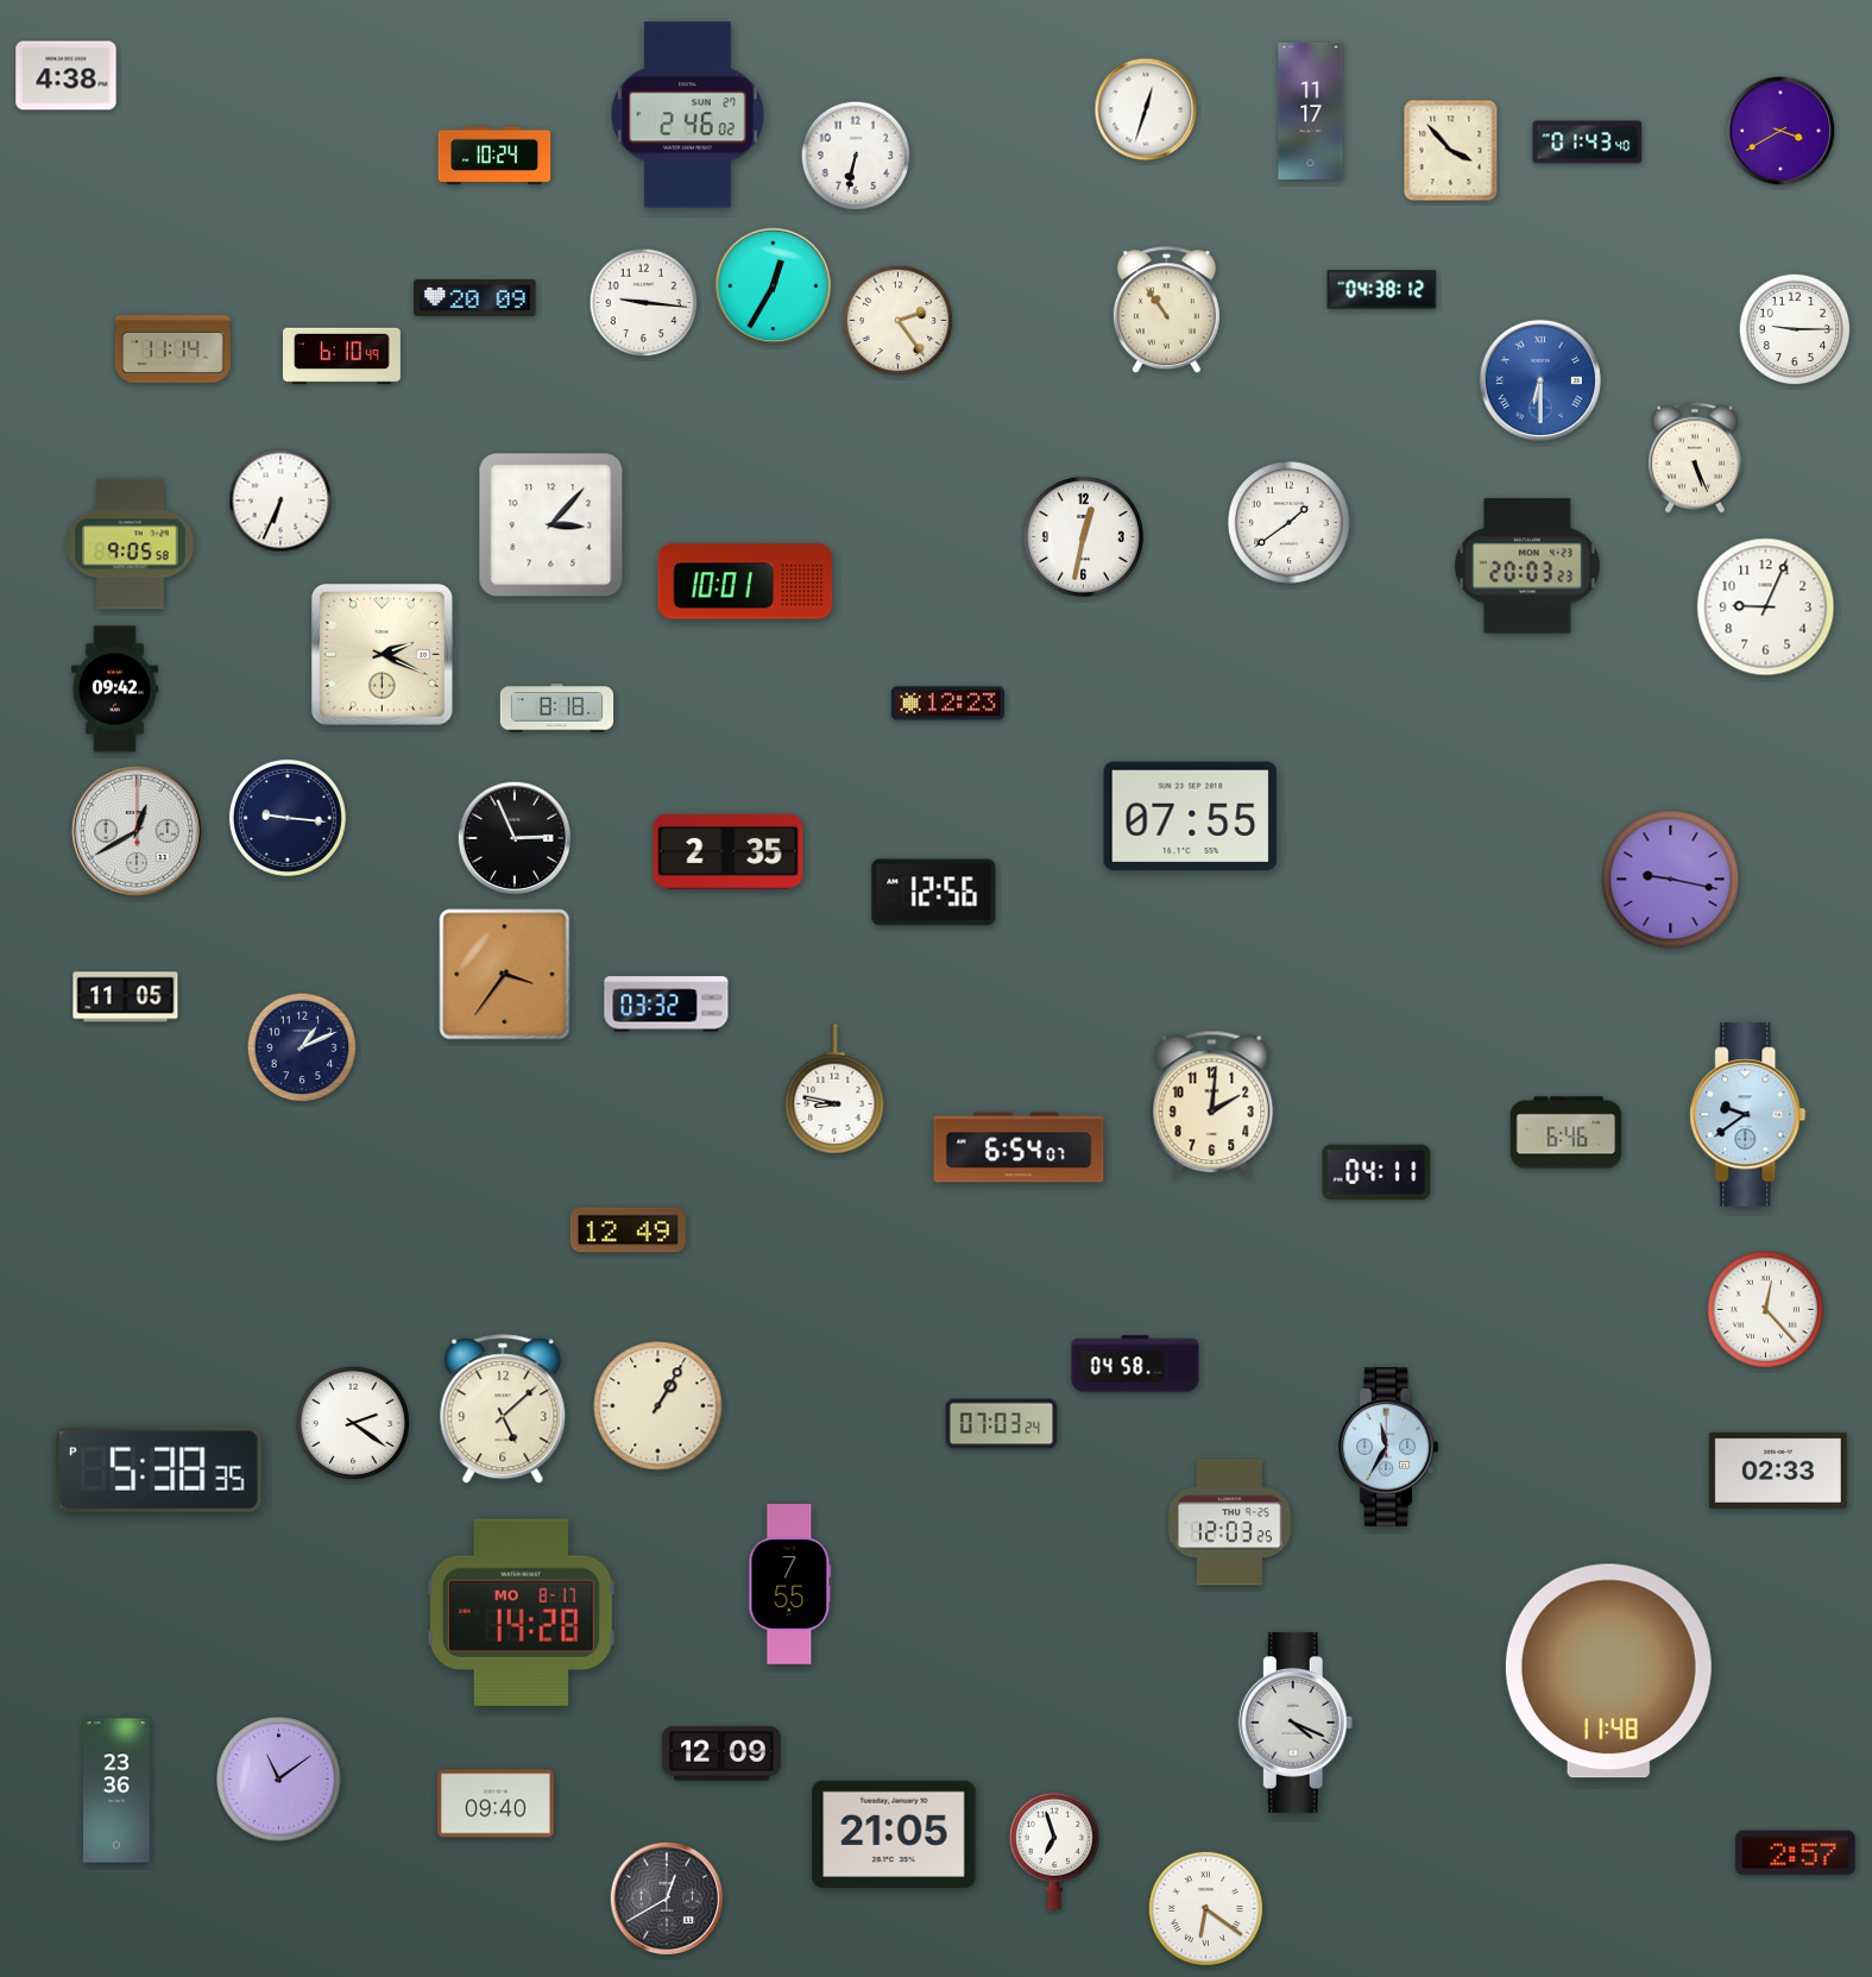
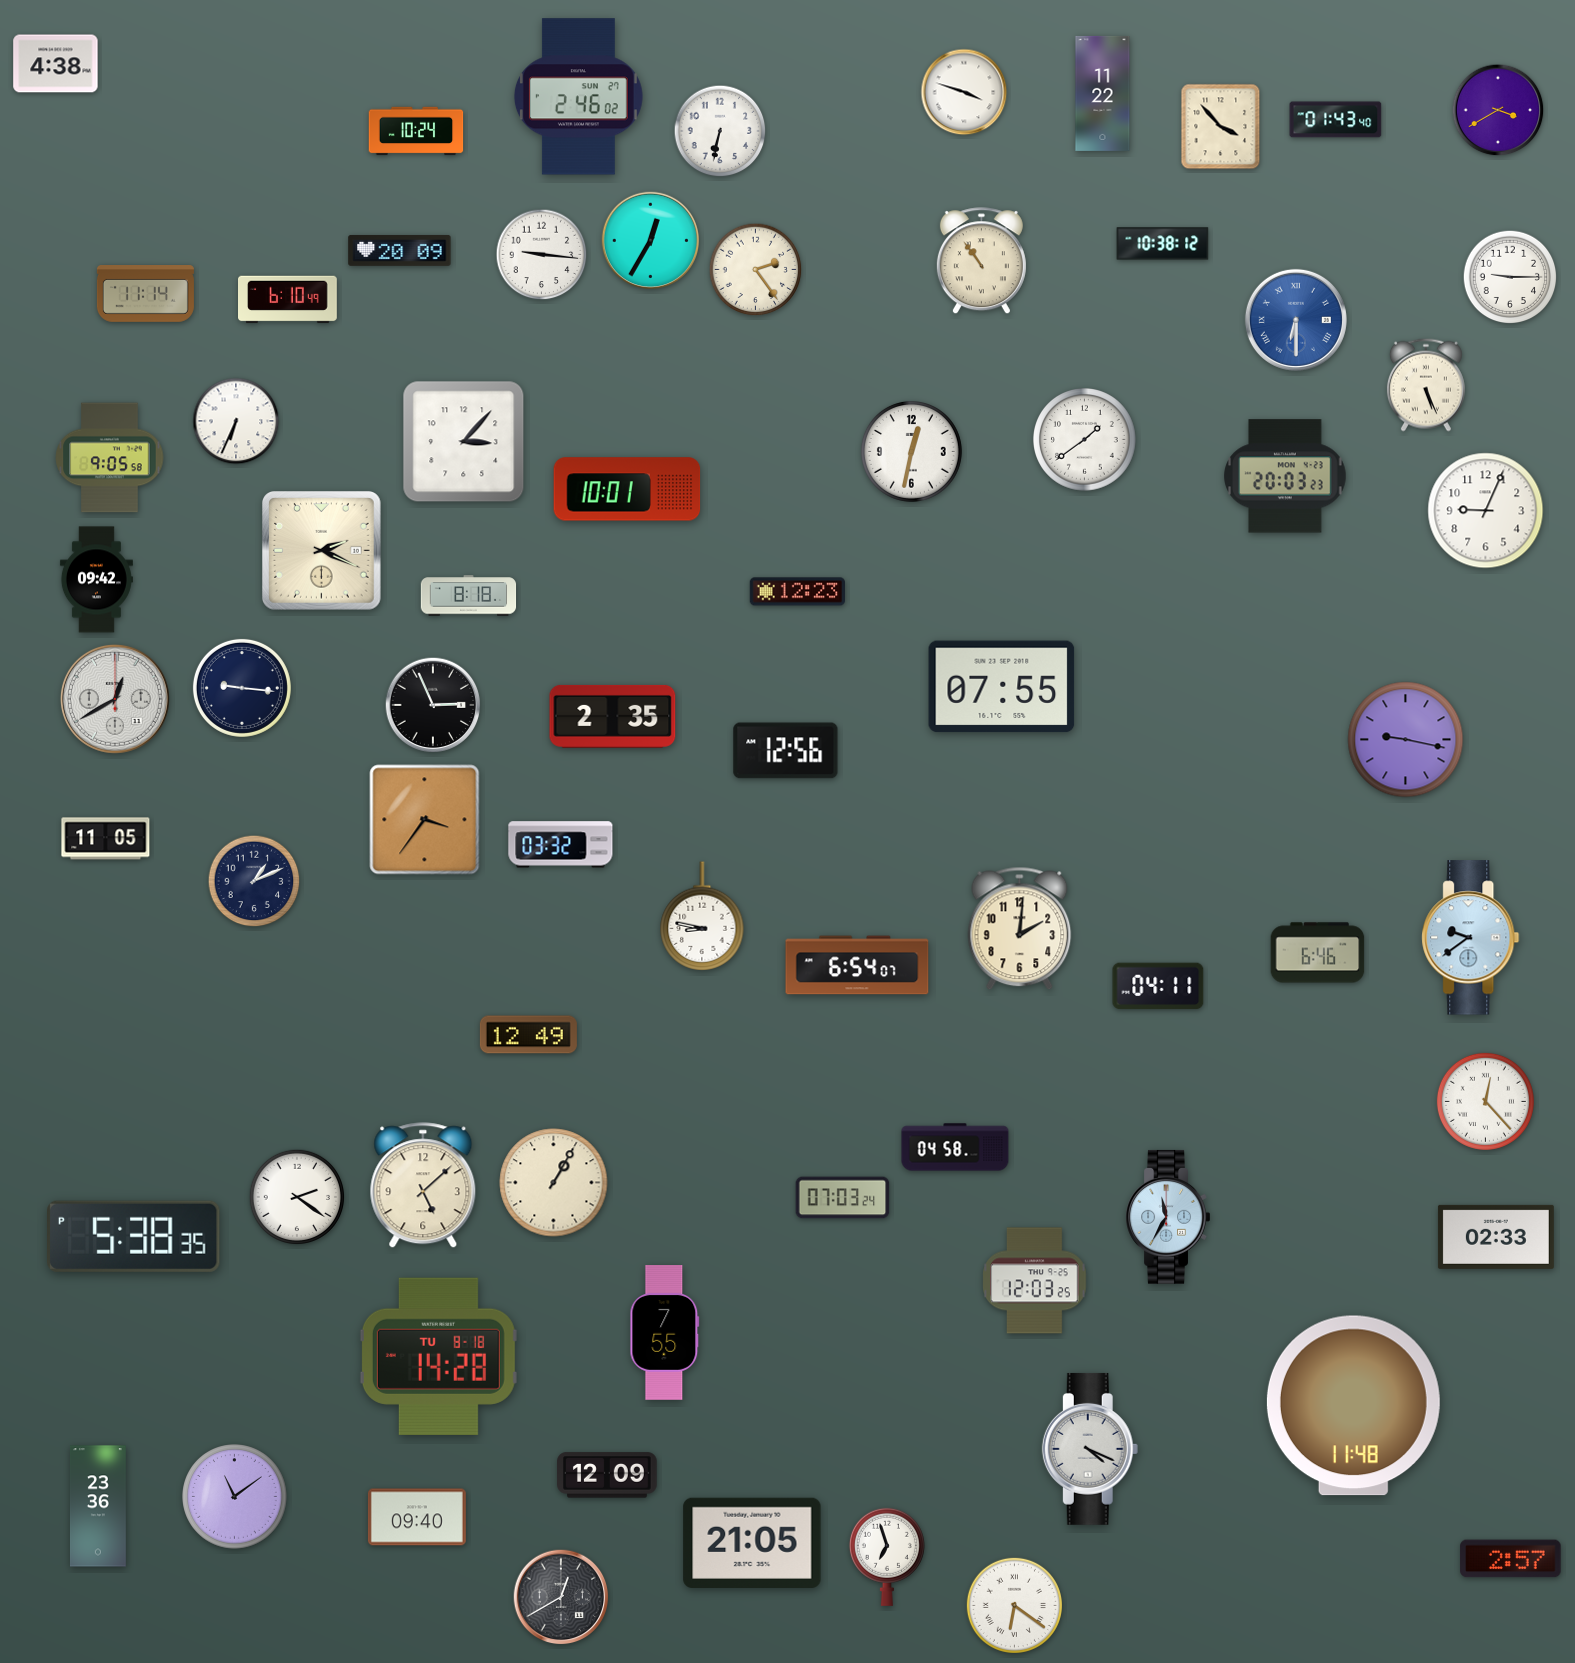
clock at (1146, 109): 12:33 -> 3:48
clock at (1311, 111): 11:17 -> 11:22
clock at (1382, 290): 04:38 -> 10:38
clock at (521, 1612) date: MO 8-17 -> TU 8-18
